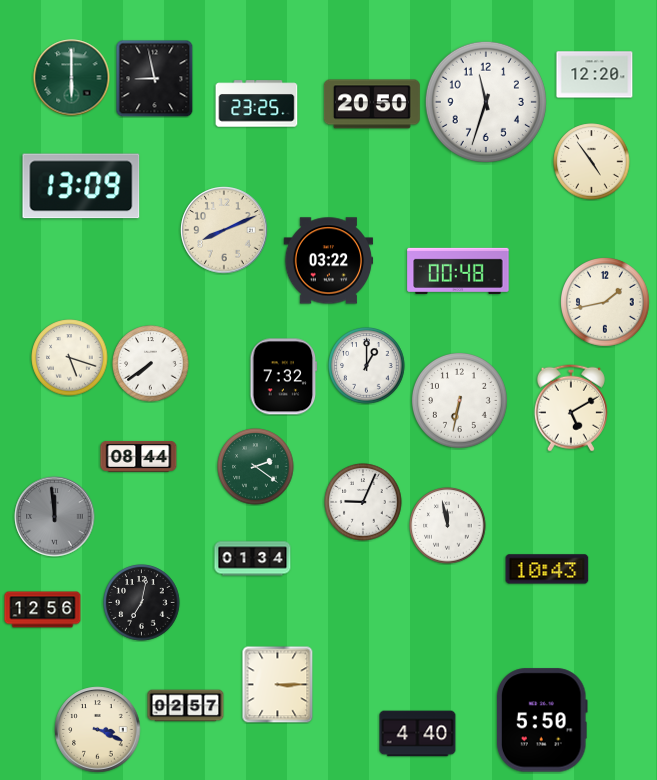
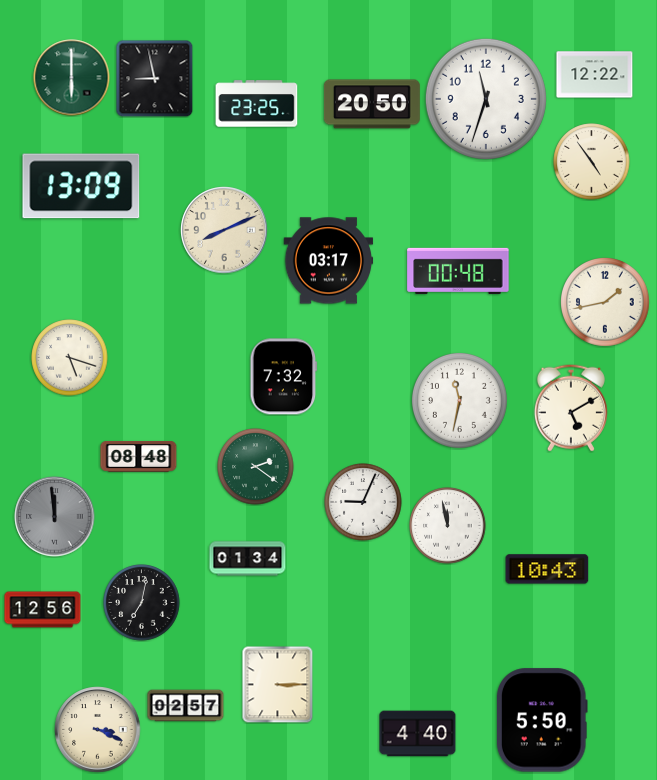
clock at (595, 75): 12:20 -> 12:22
clock at (486, 102) position: (486, 102) -> (486, 99)
clock at (329, 261): 03:22 -> 03:17
clock at (151, 364): 7:39 -> none
clock at (367, 366): 1:00 -> none
clock at (459, 400): 6:32 -> 11:32
clock at (139, 457): 08:44 -> 08:48
clock at (253, 559) position: (253, 559) -> (248, 559)
